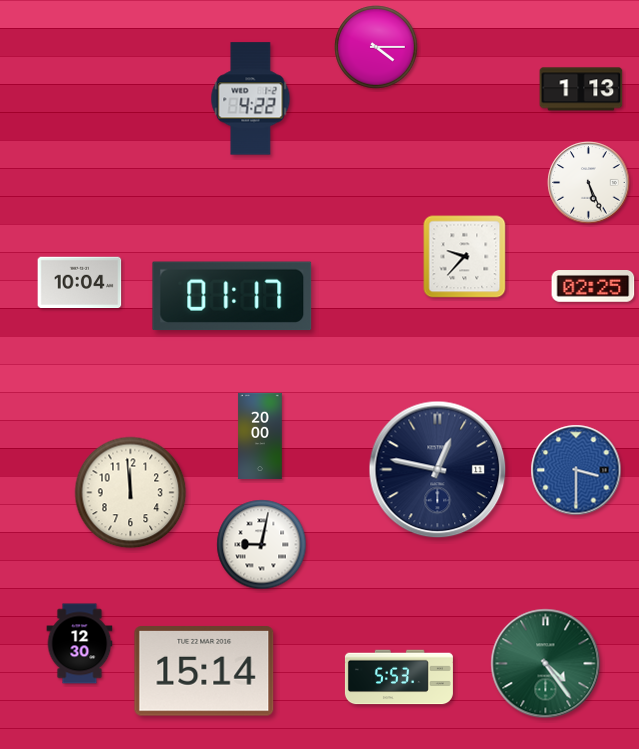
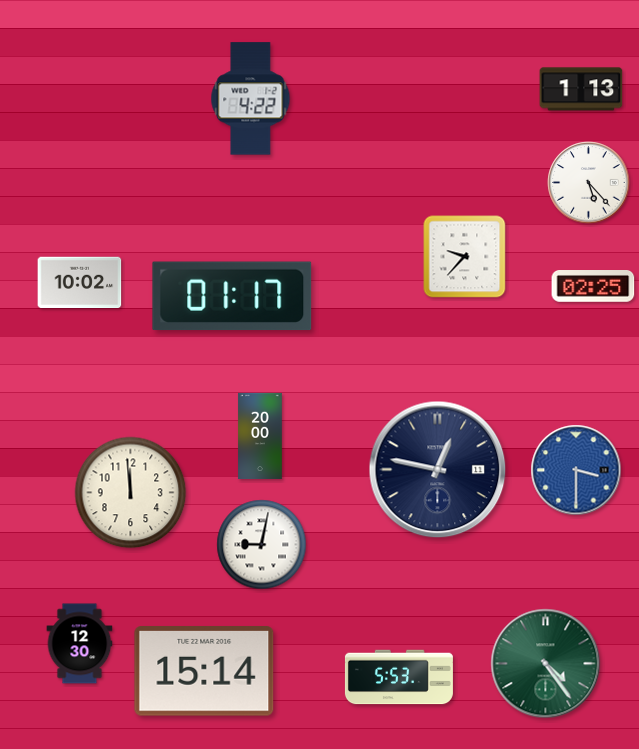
clock at (376, 47): 4:15 -> none
clock at (589, 183): 5:26 -> 5:23
clock at (80, 283): 10:04 -> 10:02
